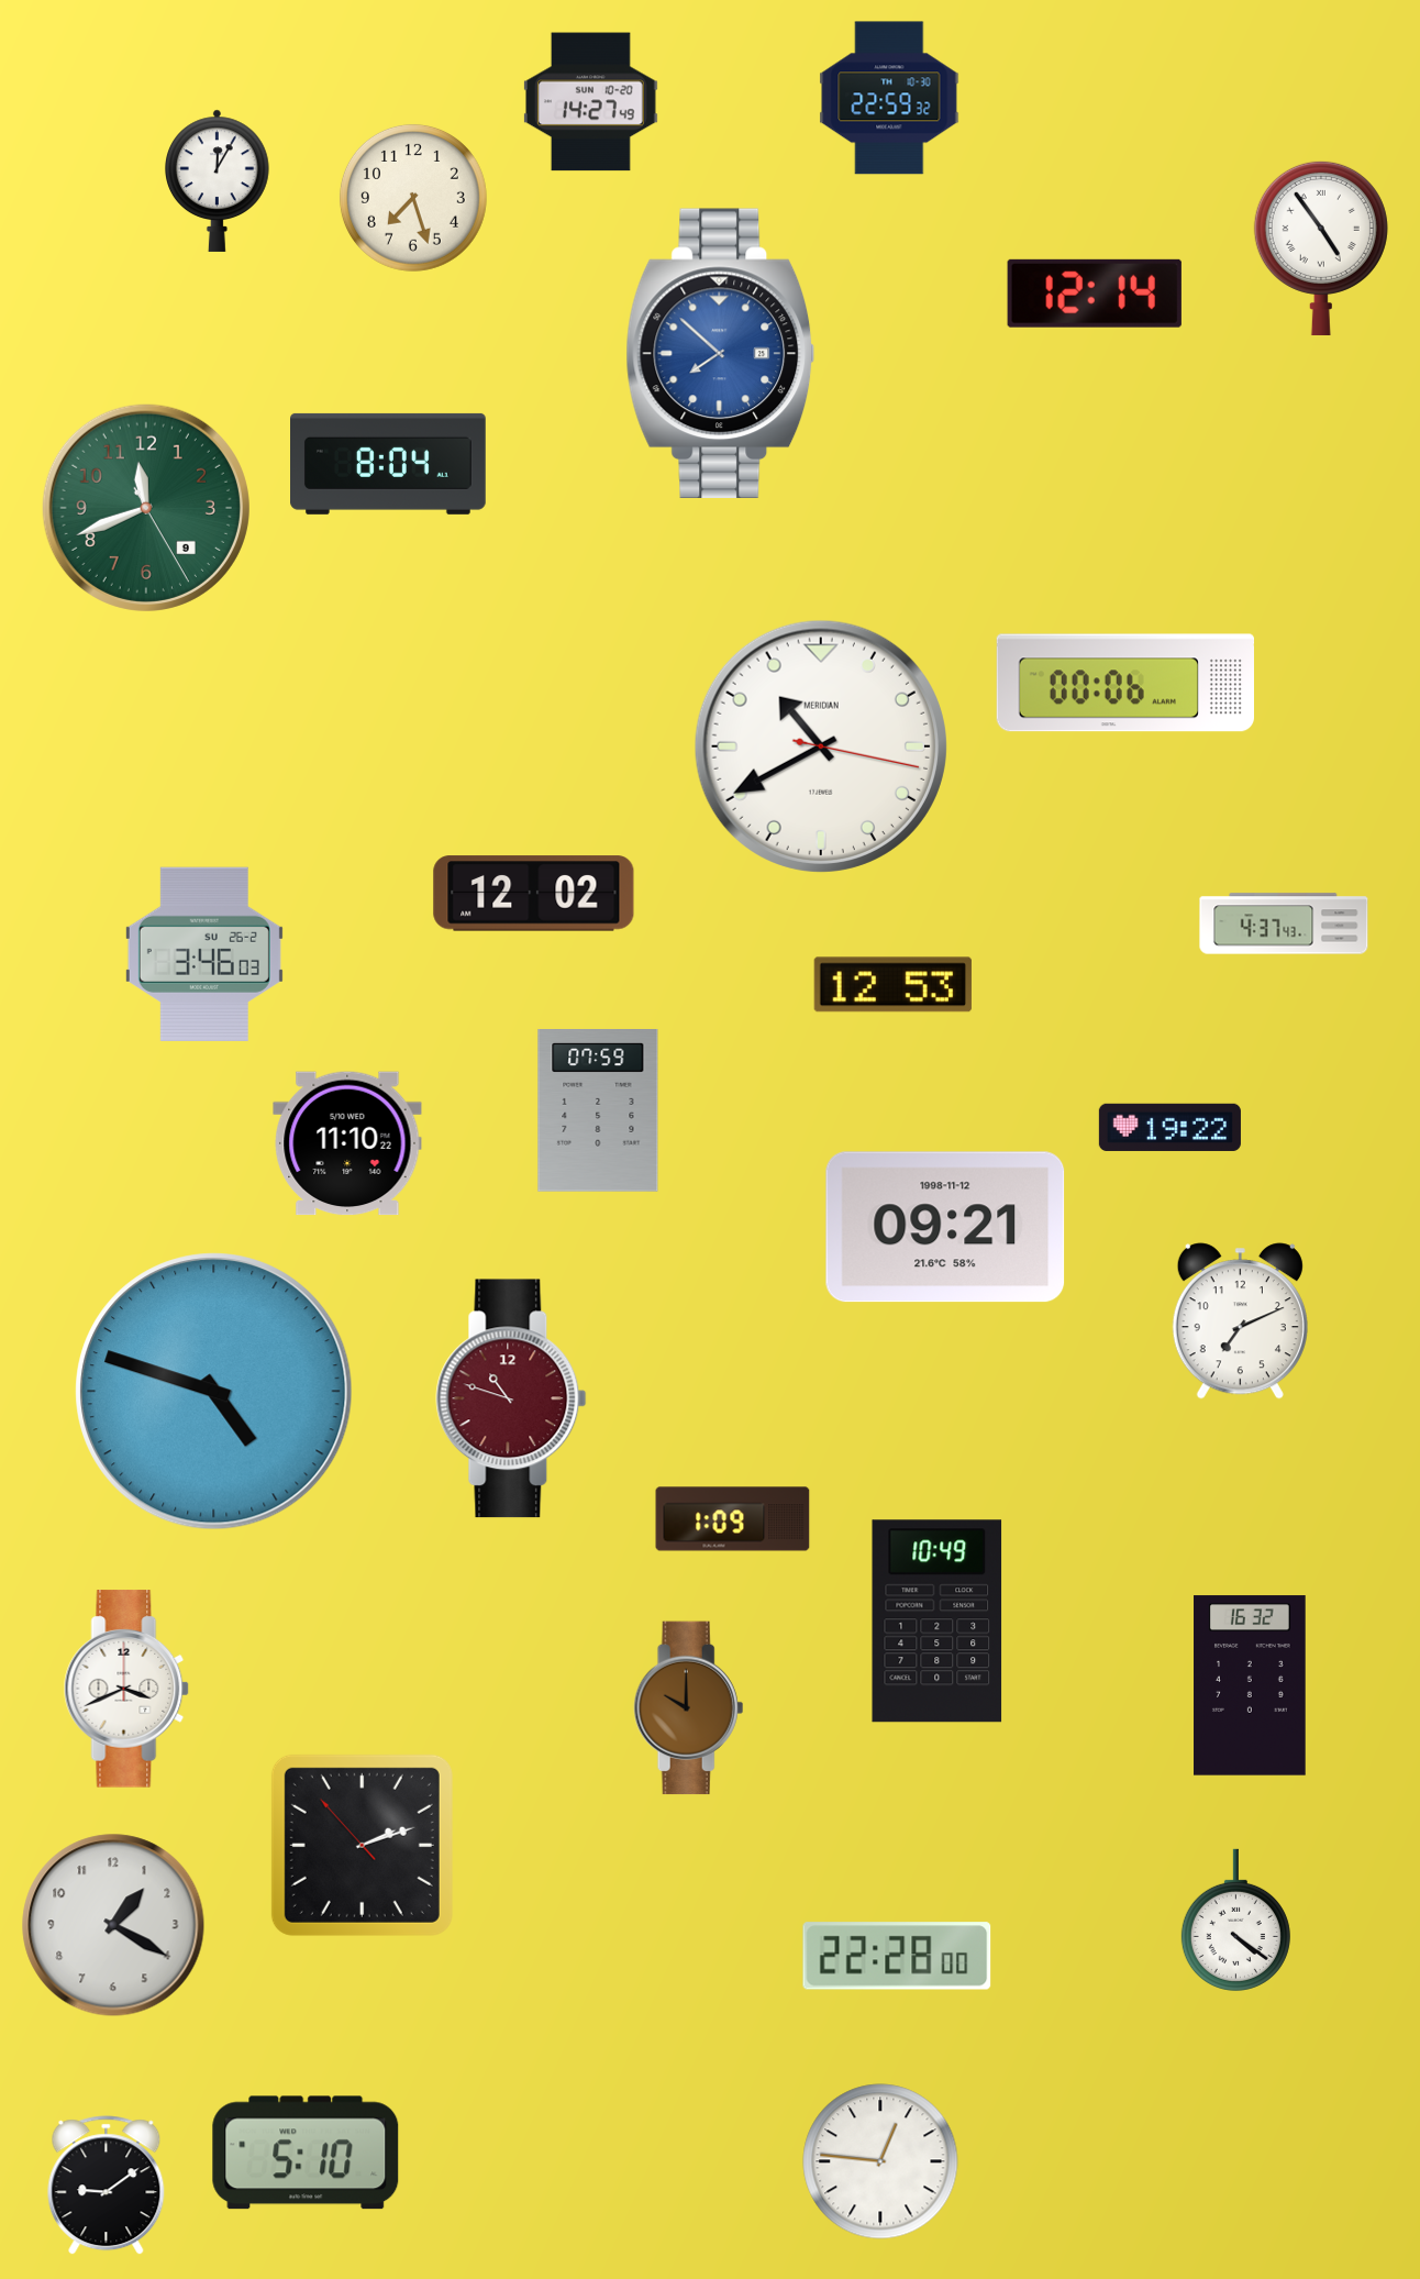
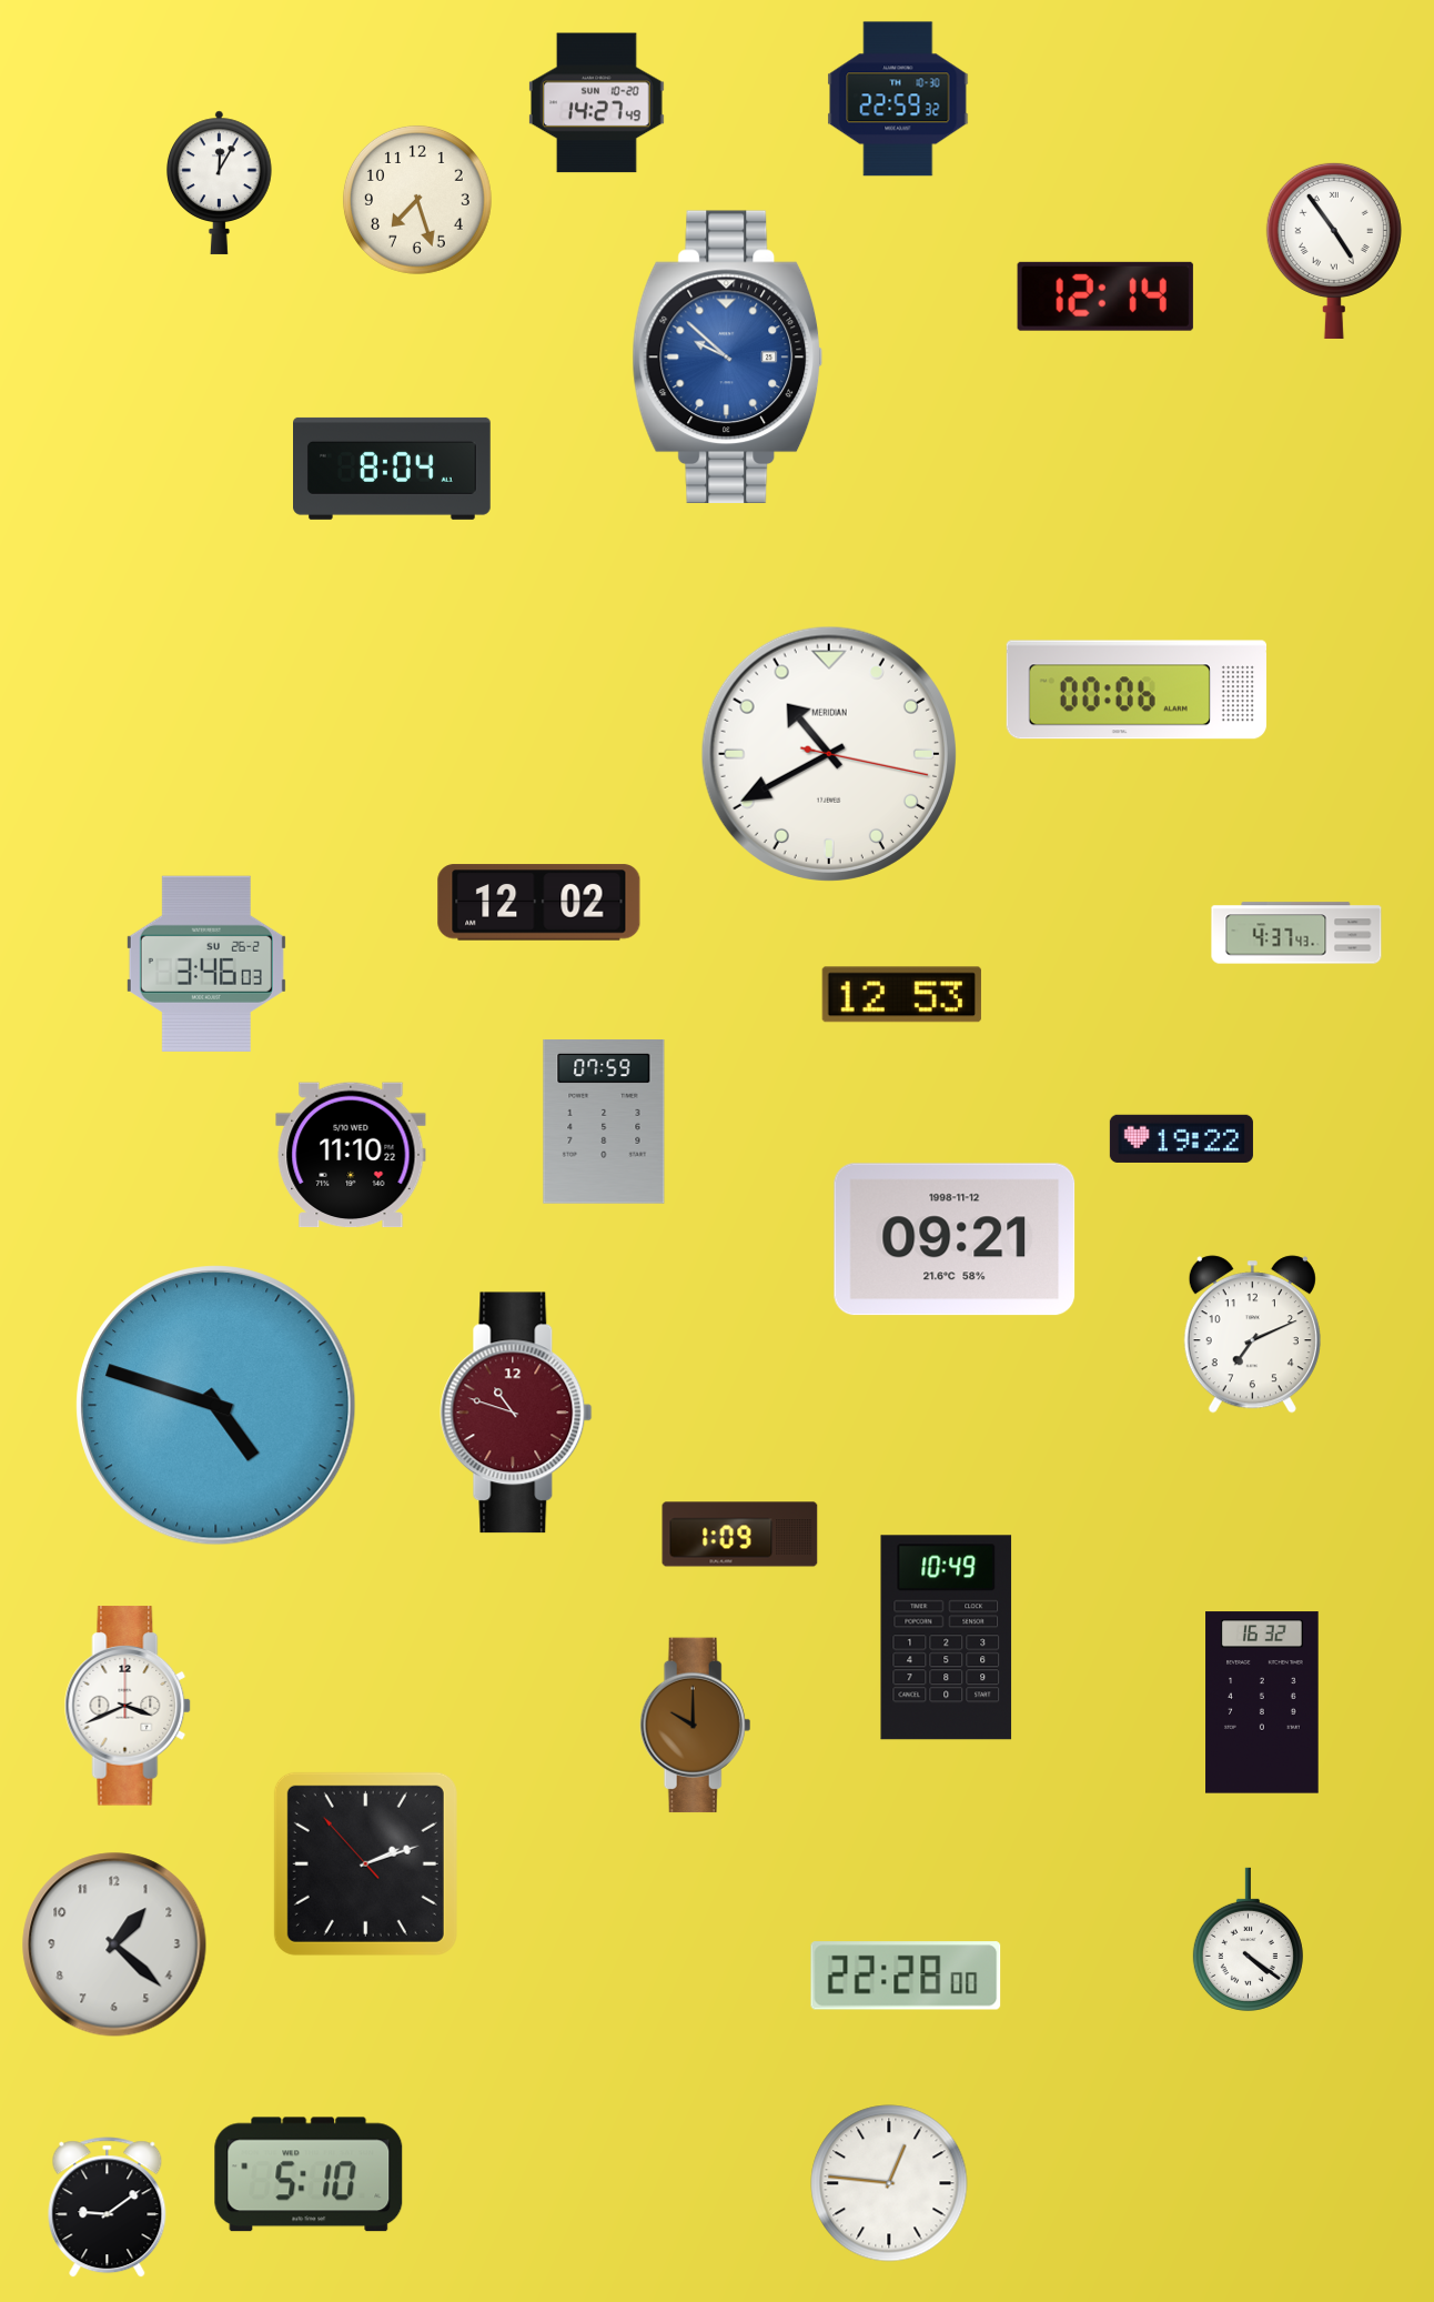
clock at (721, 353): 7:52 -> 9:52
clock at (146, 508): 11:41 -> none
clock at (113, 1925): 1:20 -> 1:22
